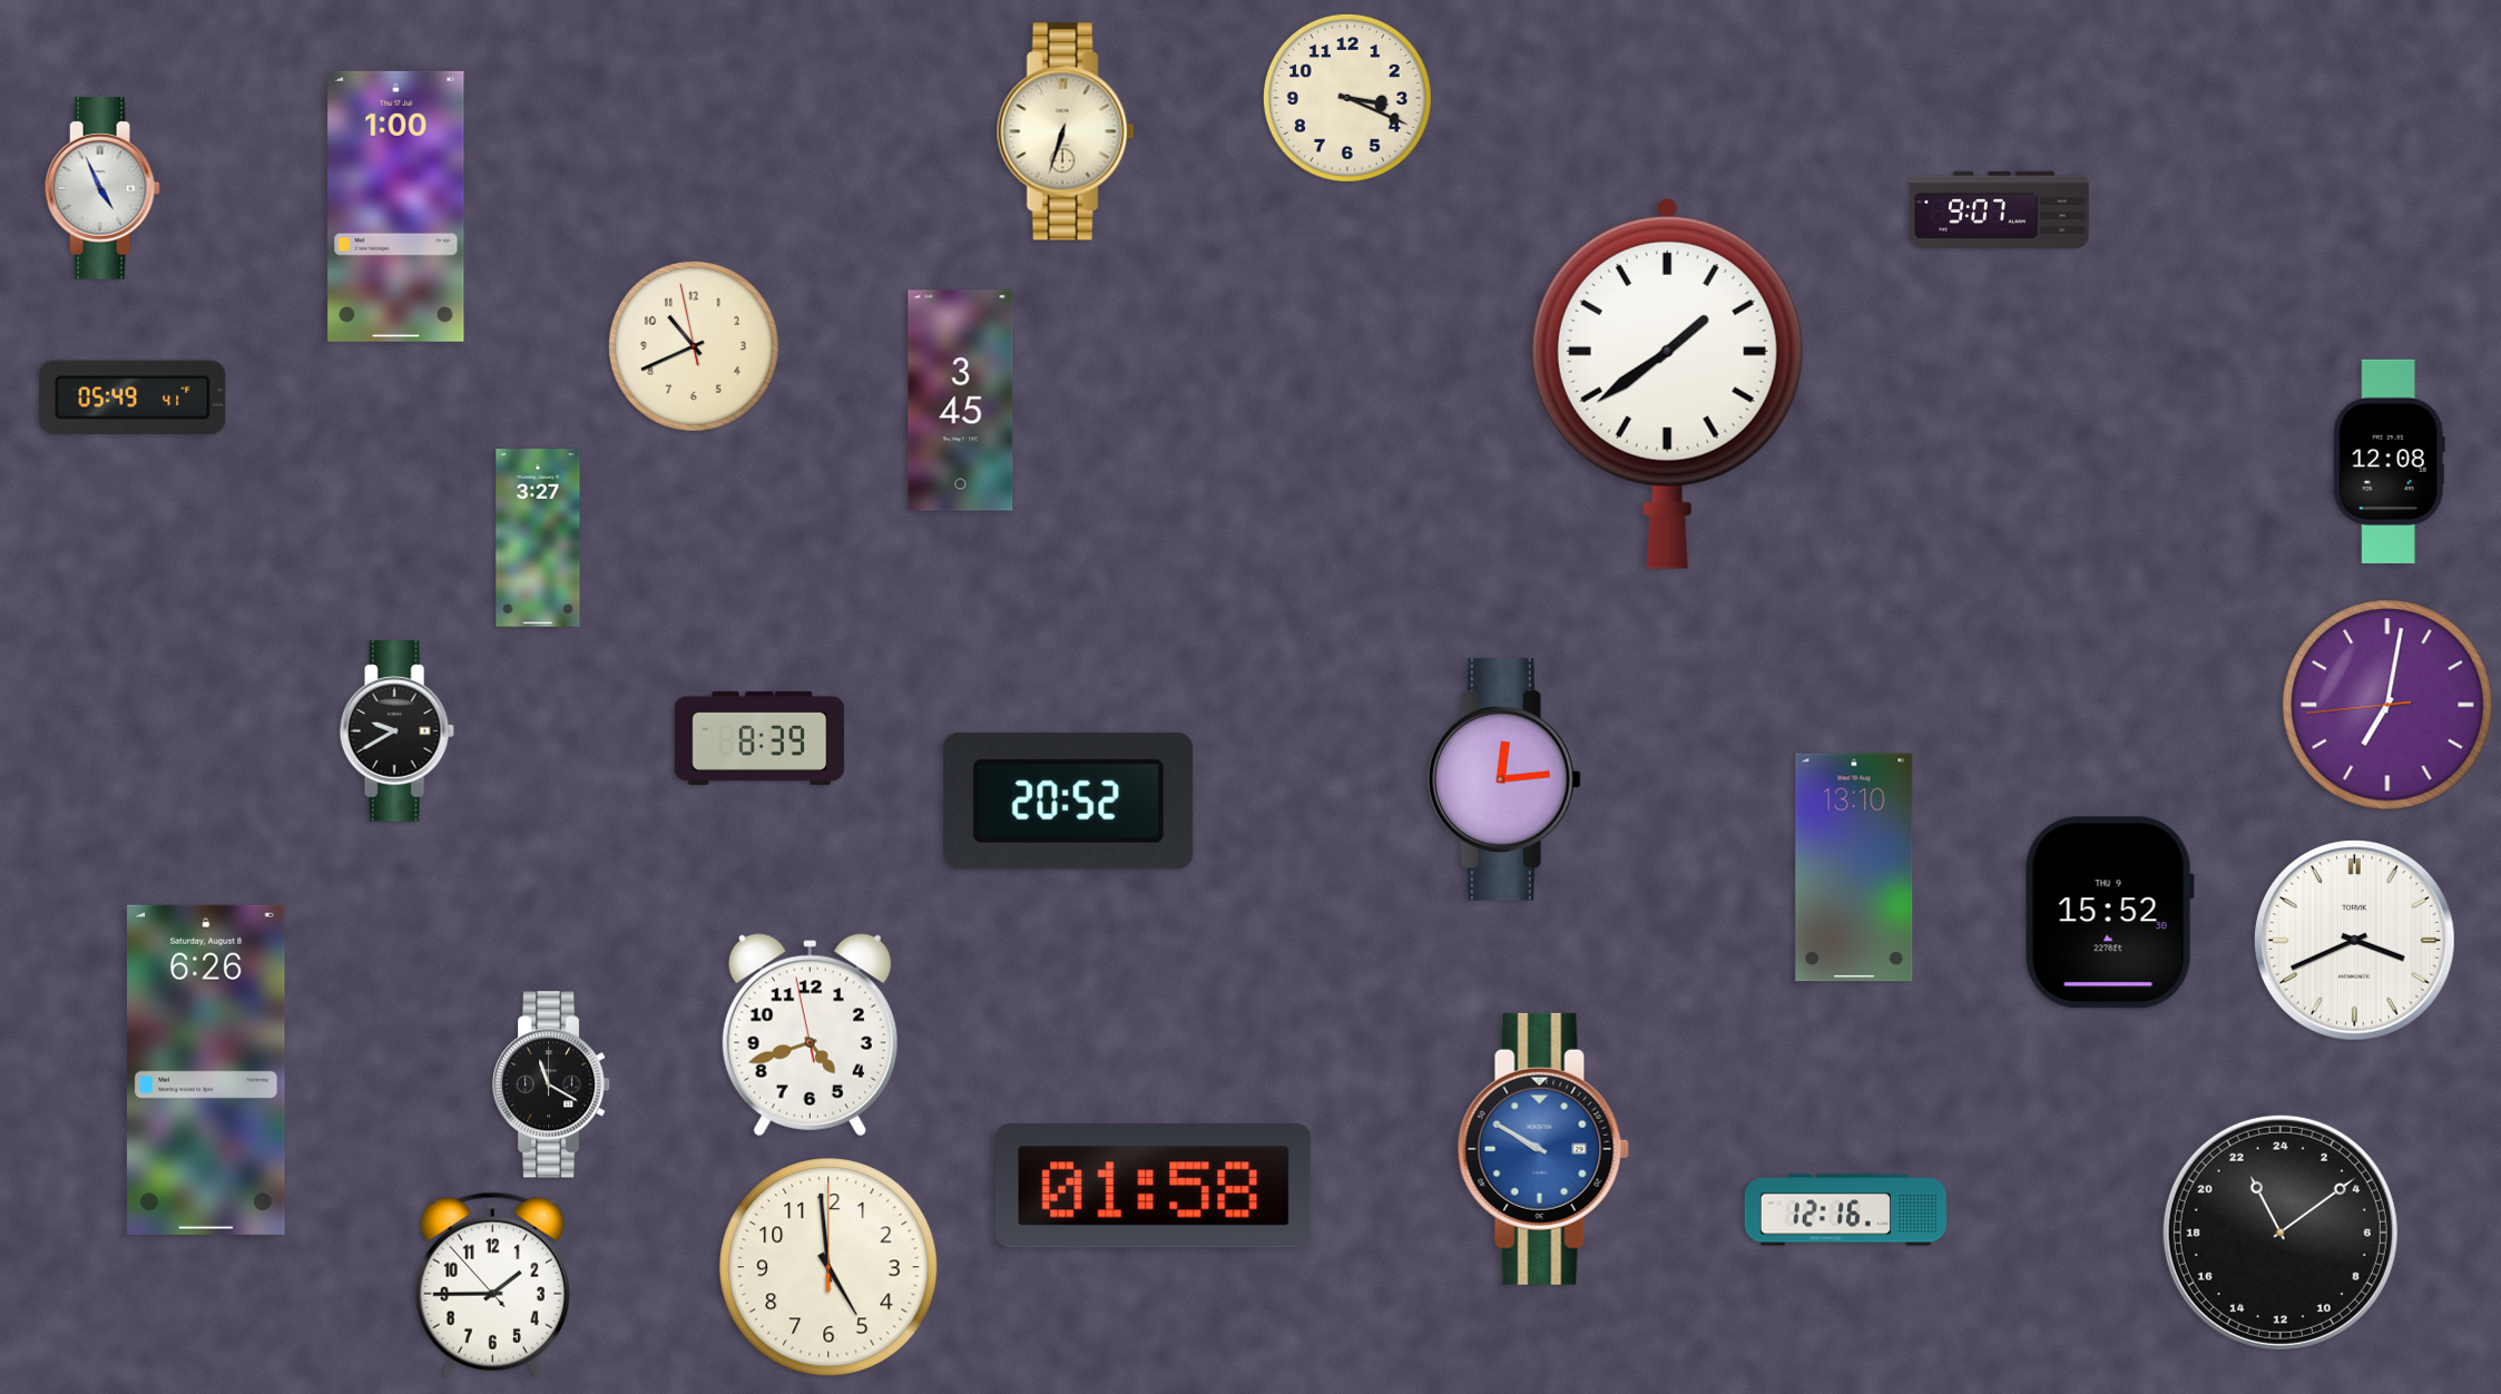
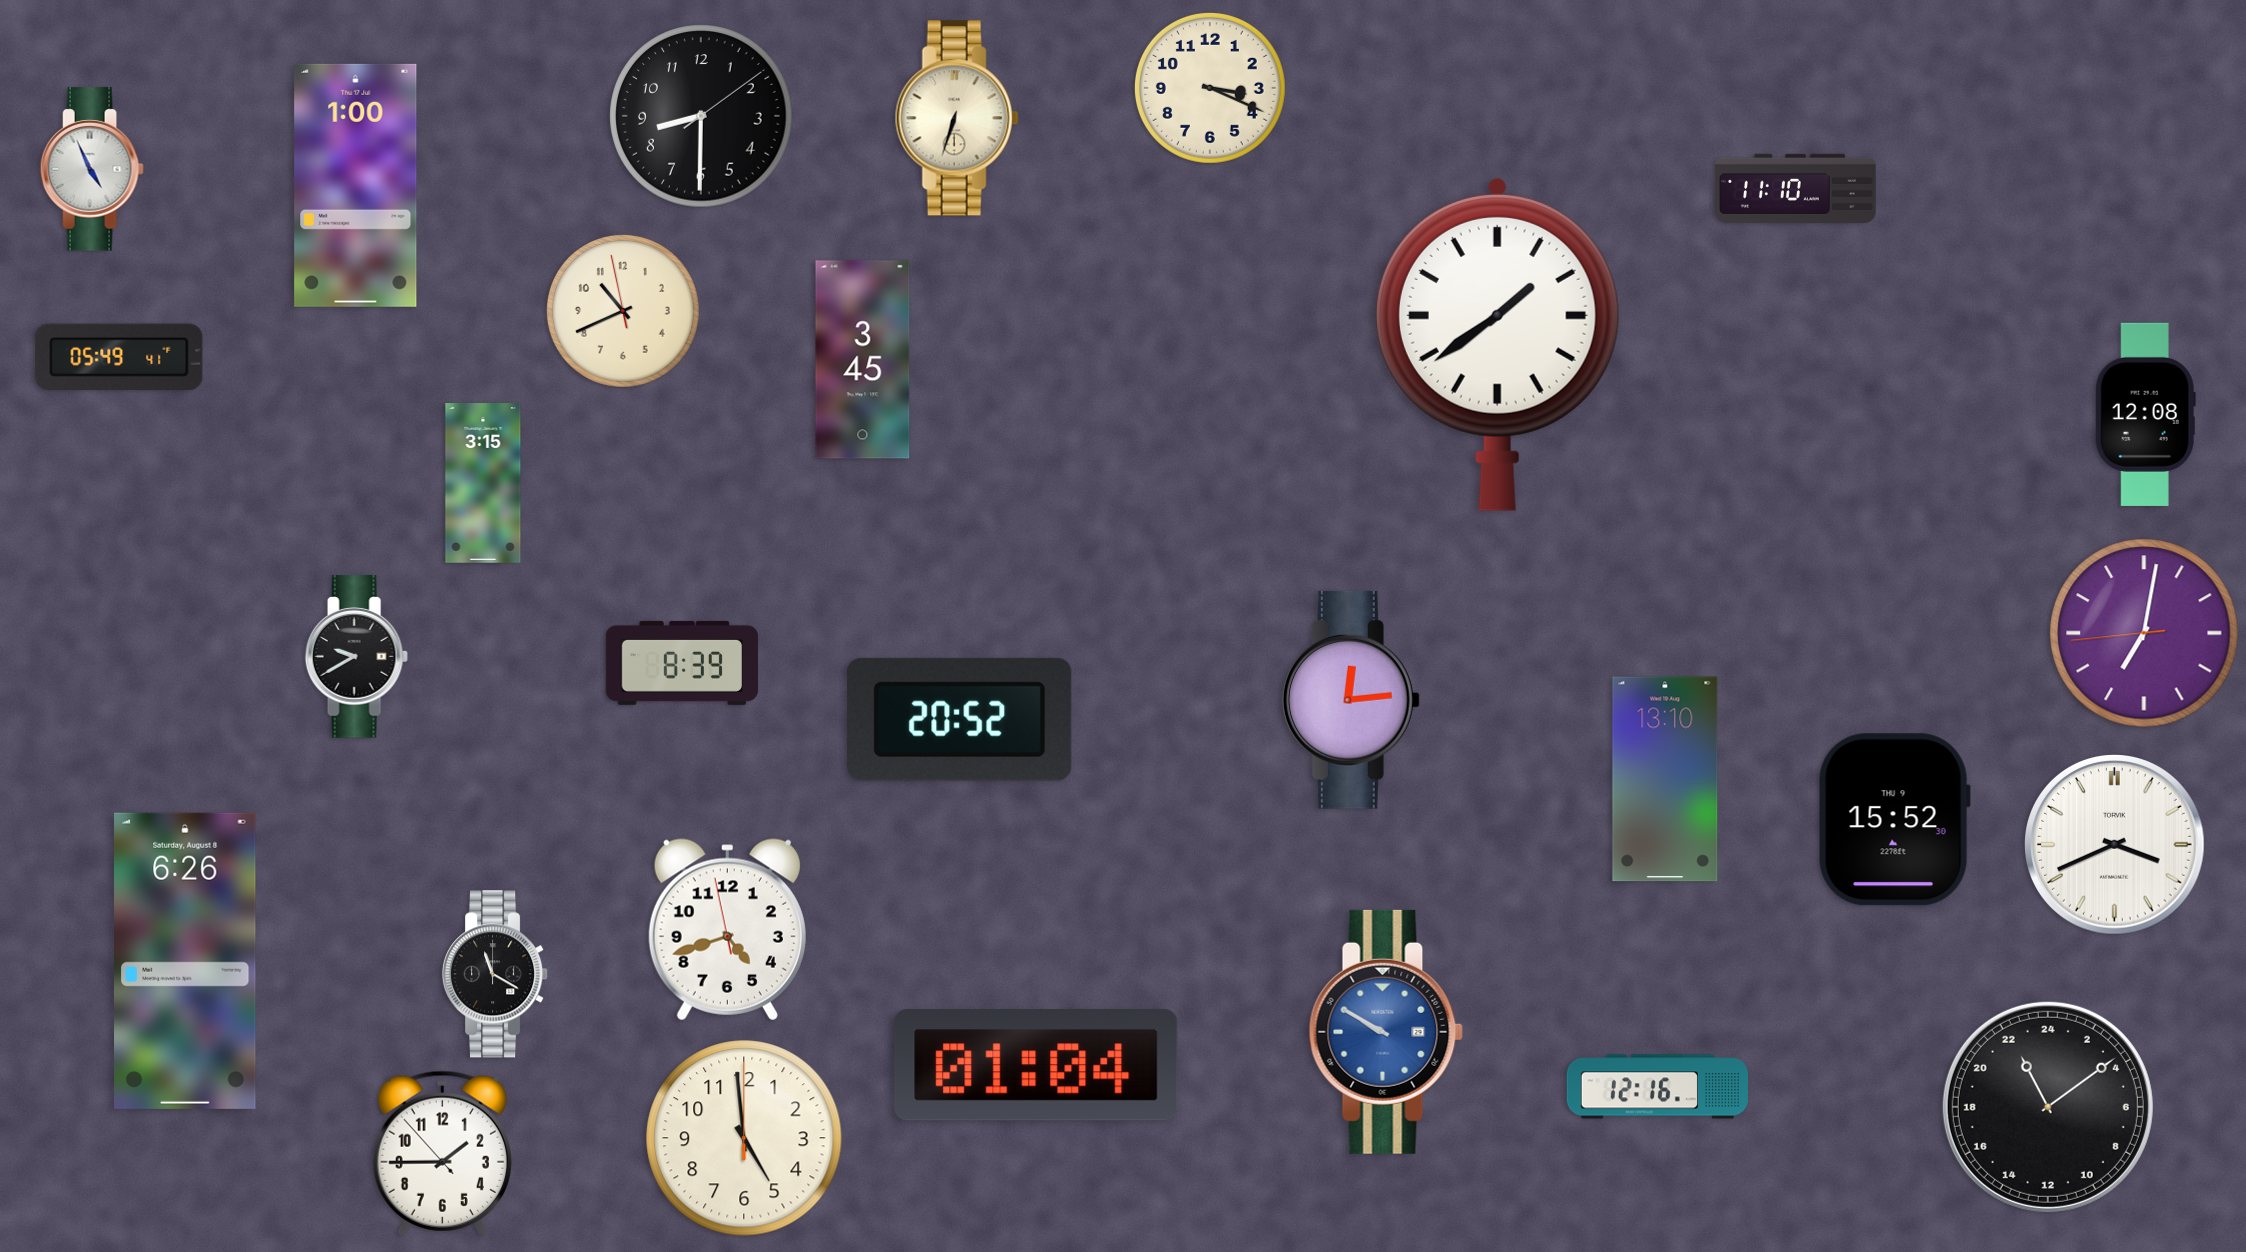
clock at (701, 116): none -> 8:30
clock at (2000, 209): 9:07 -> 11:10
clock at (538, 539): 3:27 -> 3:15
clock at (1154, 1186): 01:58 -> 01:04
